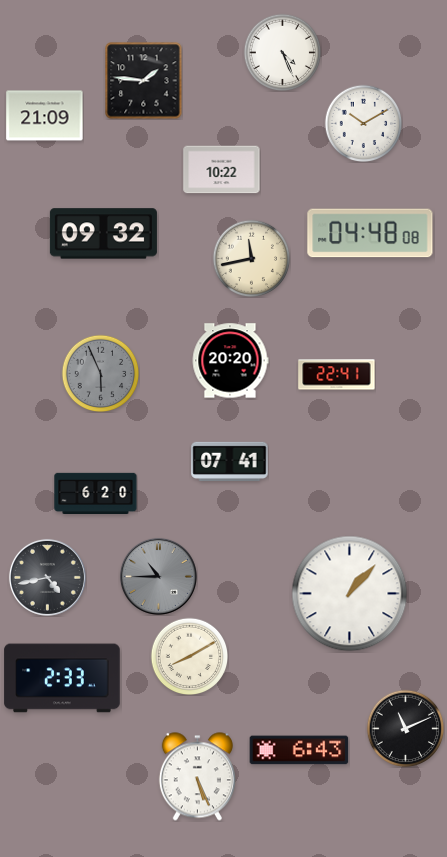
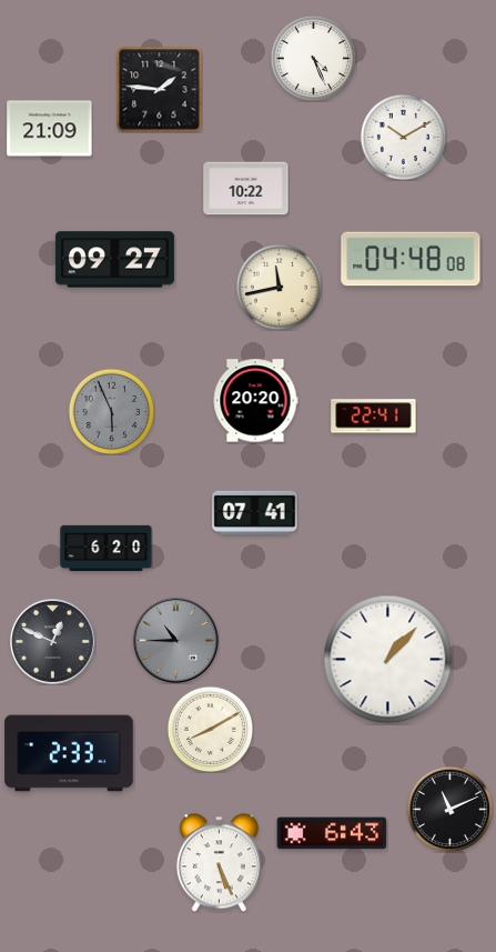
clock at (103, 234): 09:32 -> 09:27
clock at (100, 373) position: (100, 373) -> (111, 411)
clock at (47, 577): 4:43 -> 12:49
